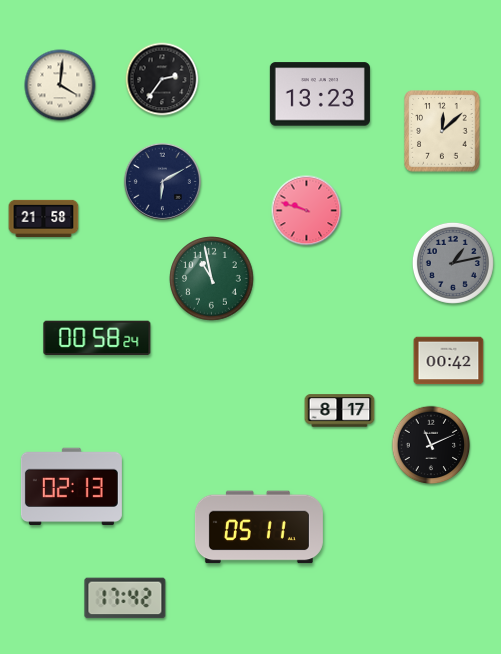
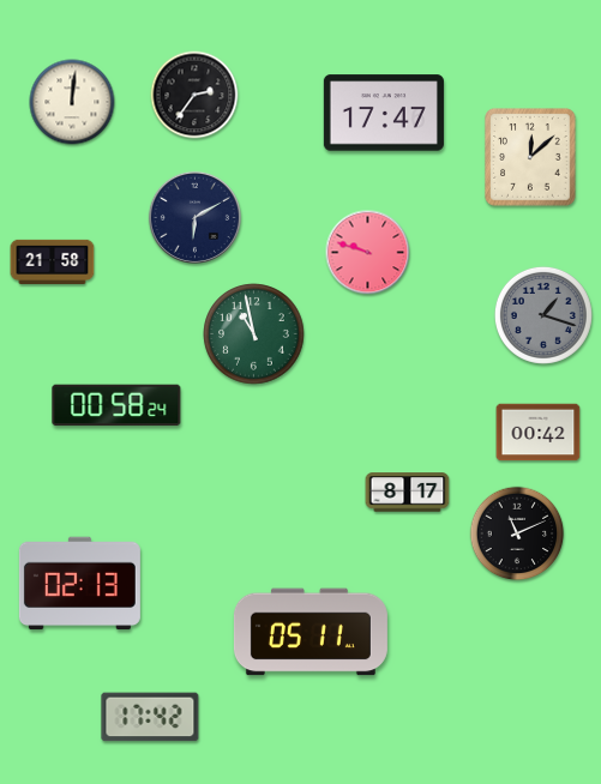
clock at (60, 85): 4:01 -> 12:01
clock at (320, 94): 13:23 -> 17:47
clock at (453, 263): 1:13 -> 1:18
clock at (71, 487) position: (71, 487) -> (79, 584)
